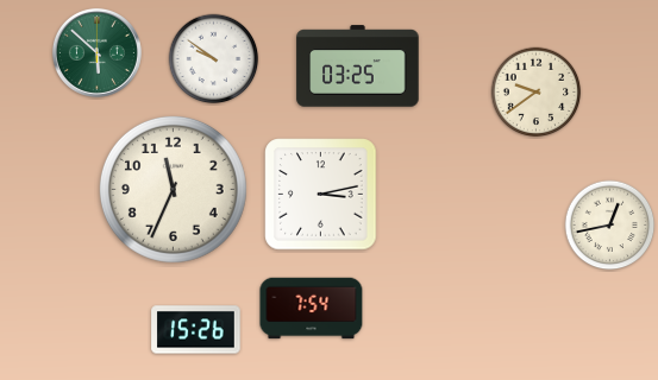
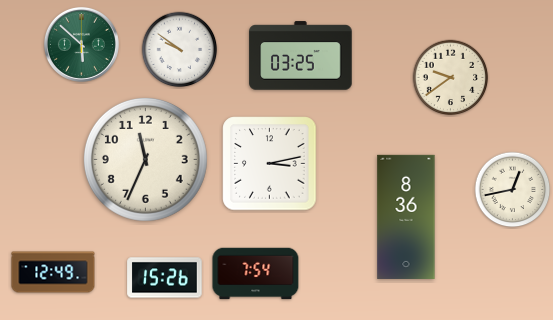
clock at (406, 217): none -> 8:36
clock at (312, 309) position: (312, 309) -> (256, 274)
clock at (53, 272): none -> 12:49
